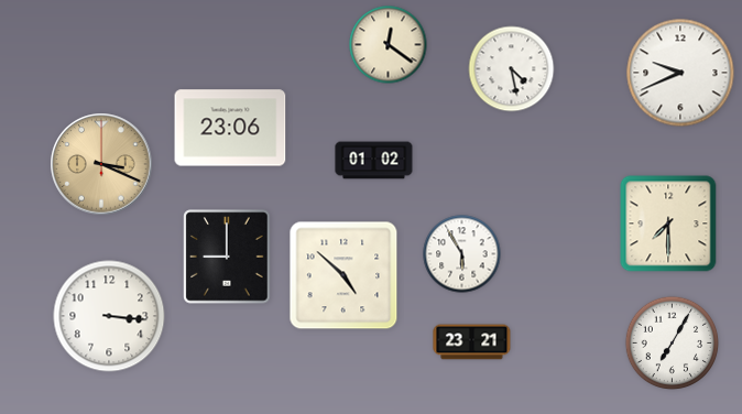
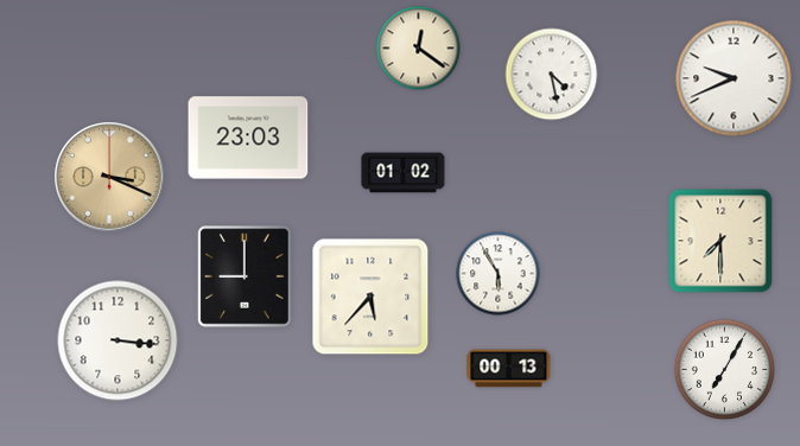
clock at (230, 128): 23:06 -> 23:03
clock at (343, 275): 4:52 -> 5:37
clock at (472, 342): 23:21 -> 00:13
